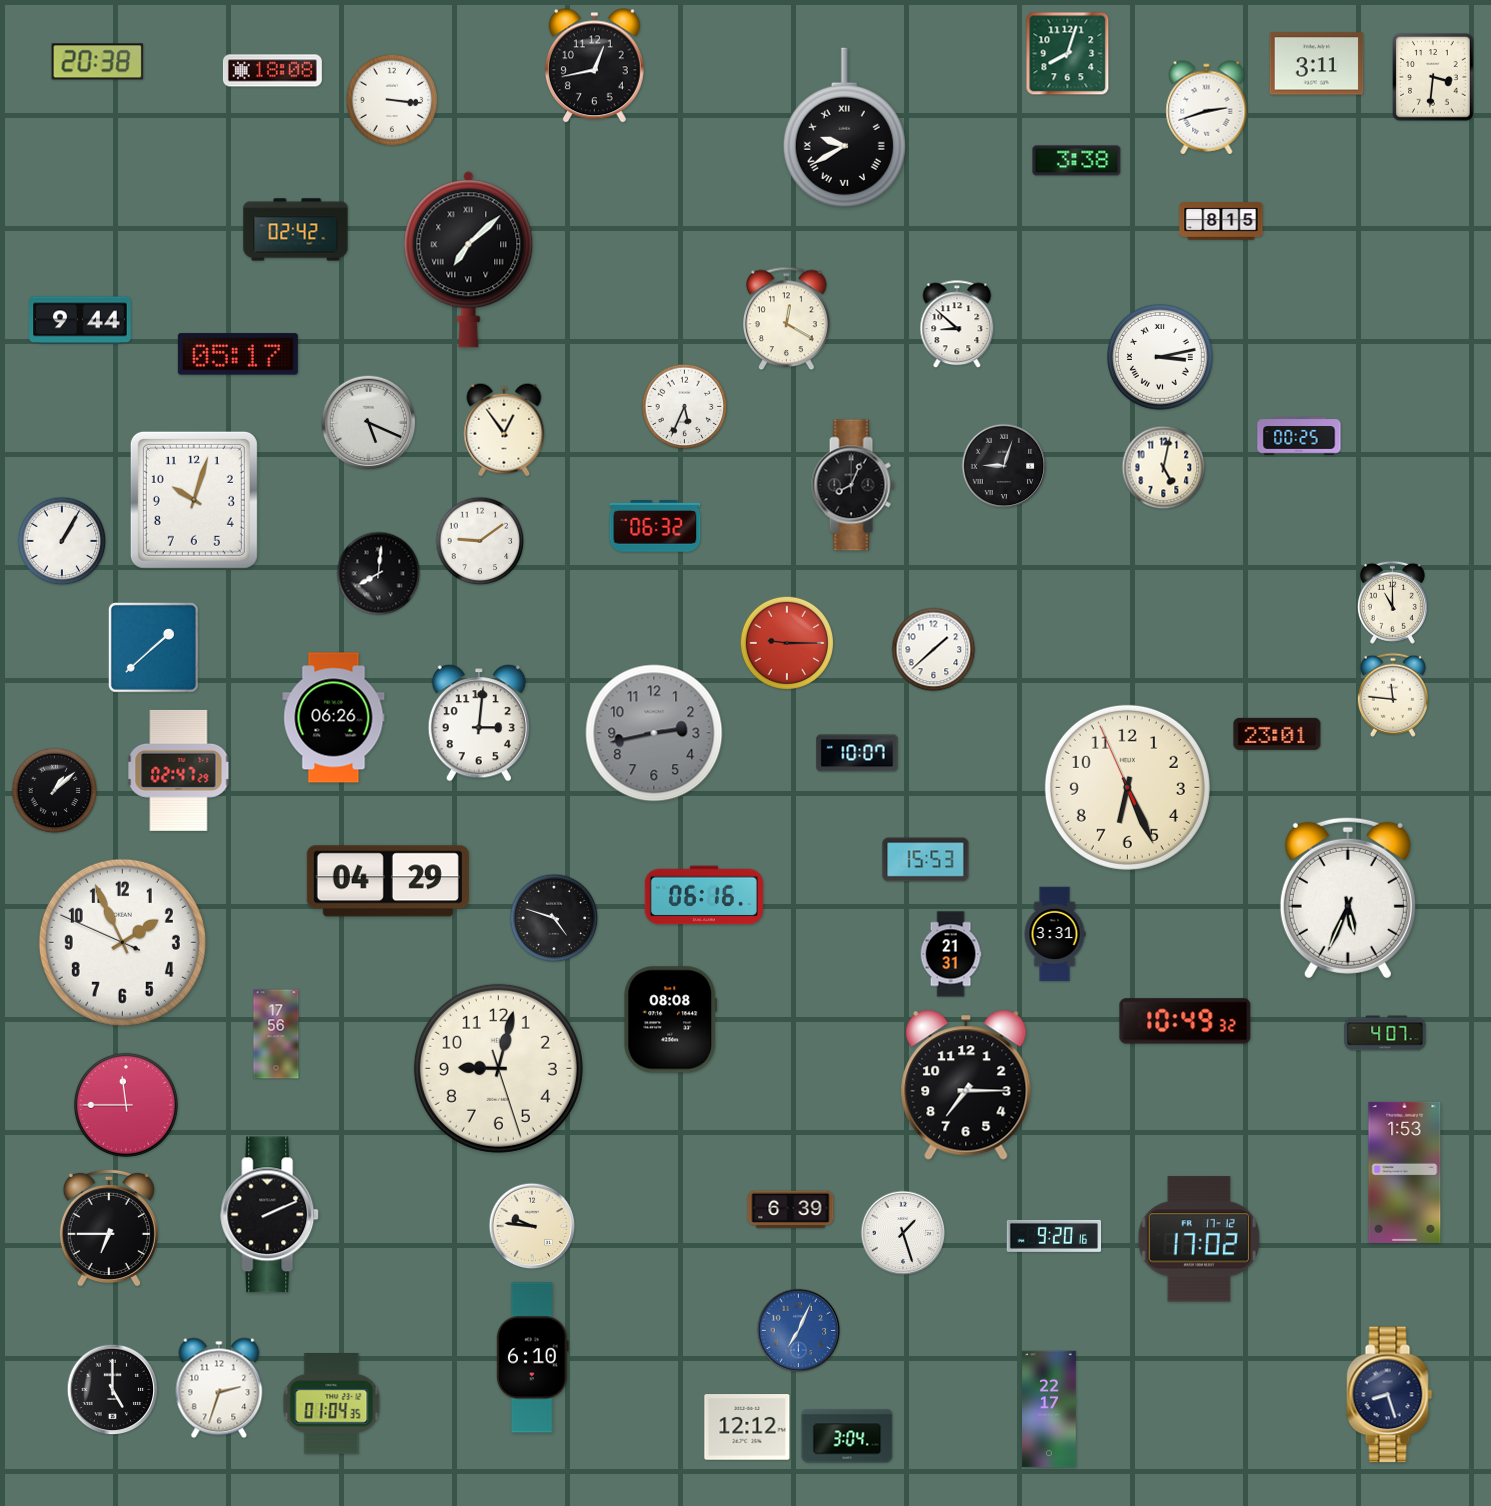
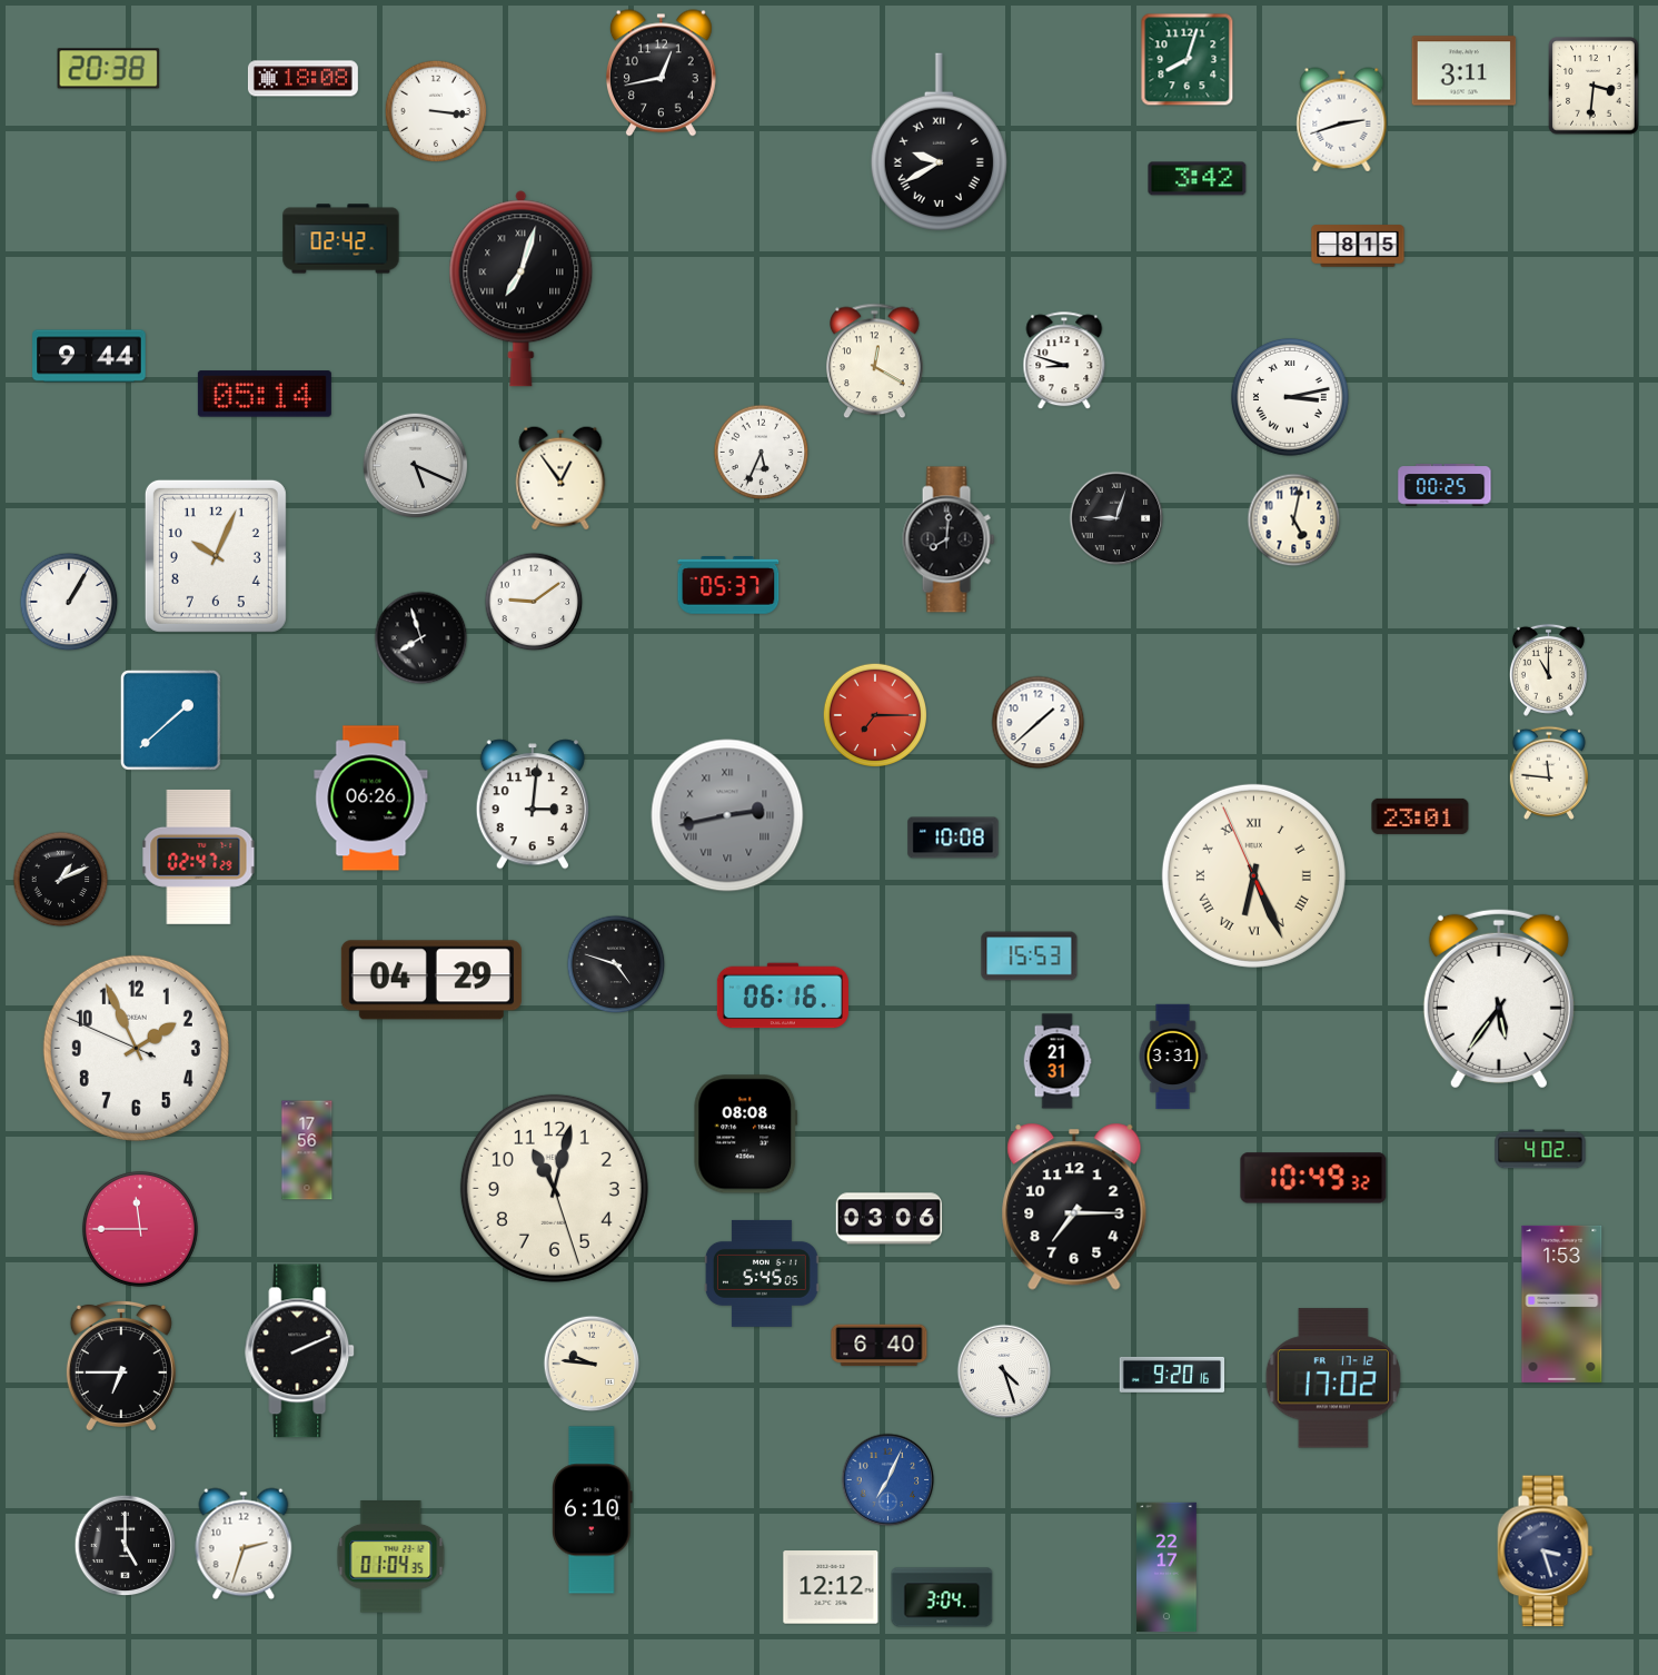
clock at (1077, 161): 3:38 -> 3:42
clock at (296, 230) position: (296, 230) -> (341, 239)
clock at (469, 260): 7:08 -> 7:03
clock at (787, 319) position: (787, 319) -> (875, 361)
clock at (957, 325): 8:52 -> 8:48
clock at (238, 354): 05:17 -> 05:14
clock at (369, 423) position: (369, 423) -> (416, 466)
clock at (853, 485): 8:04 -> 8:01
clock at (194, 500): 10:03 -> 10:04
clock at (655, 526): 06:32 -> 05:37
clock at (379, 574): 8:01 -> 7:57
clock at (787, 643): 9:15 -> 7:15
clock at (654, 733) numerals: Arabic -> Roman
clock at (857, 753): 10:07 -> 10:08
clock at (1127, 787) numerals: Arabic -> Roman
clock at (55, 791): 1:08 -> 1:11
clock at (1348, 898): 5:34 -> 5:36
clock at (554, 918) position: (554, 918) -> (616, 964)
clock at (1055, 934) position: (1055, 934) -> (1173, 1057)
clock at (1185, 1021) position: (1185, 1021) -> (1313, 1178)
clock at (1385, 1033): 4:07 -> 4:02
clock at (498, 1068): 9:02 -> 11:02
clock at (890, 1219): none -> 03:06
clock at (762, 1273): none -> 5:45
clock at (791, 1210): 6:39 -> 6:40
clock at (903, 1233): 1:27 -> 4:27
clock at (1390, 1395): 8:27 -> 3:27
clock at (332, 1404) position: (332, 1404) -> (391, 1557)
